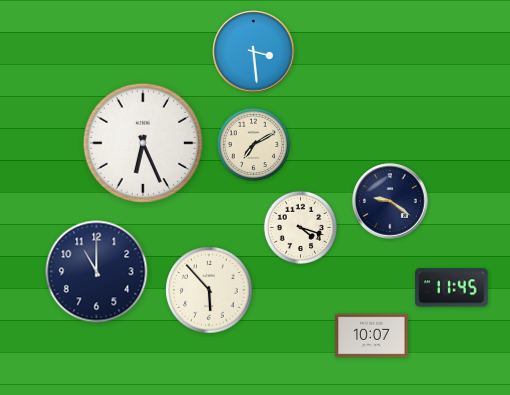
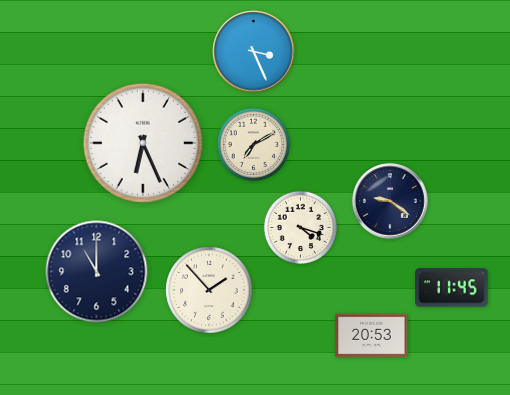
clock at (254, 52): 3:29 -> 3:26
clock at (209, 290): 5:53 -> 1:53
clock at (372, 336): 10:07 -> 20:53
